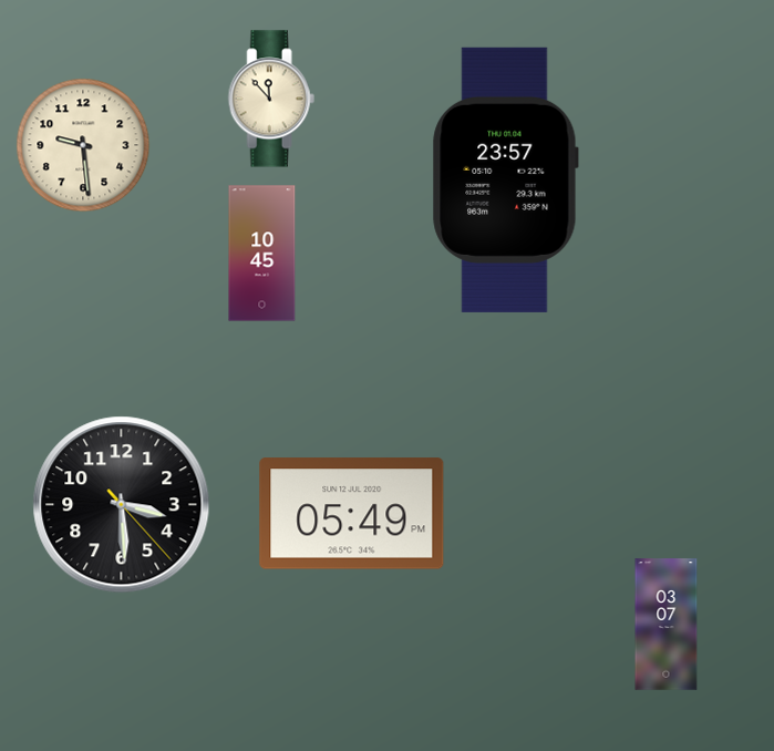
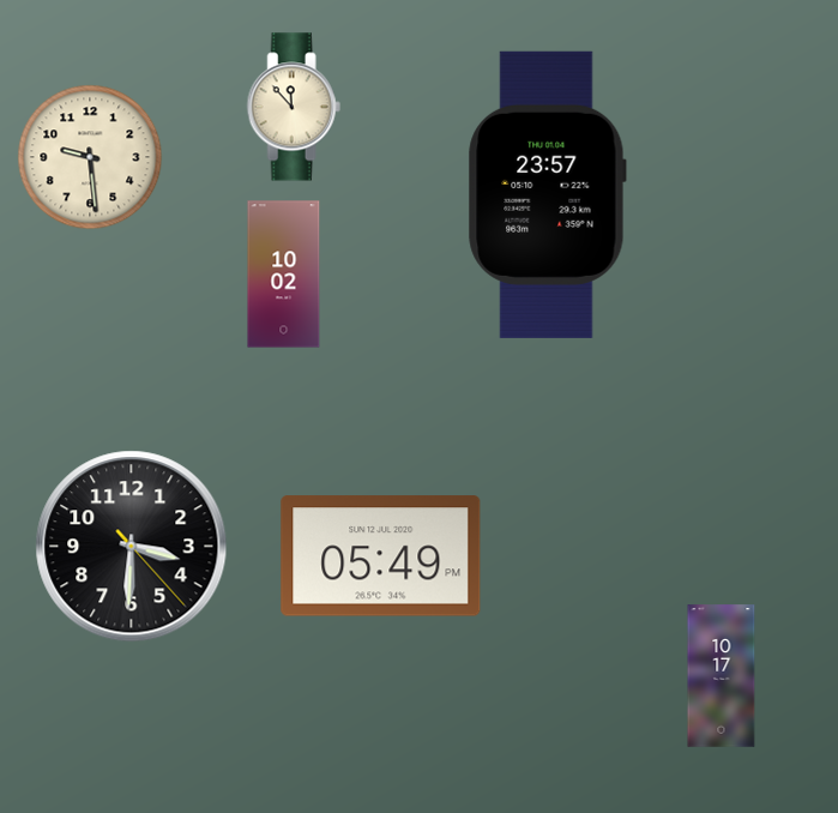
clock at (262, 254): 10:45 -> 10:02
clock at (122, 505): 3:29 -> 3:30
clock at (667, 625): 03:07 -> 10:17
